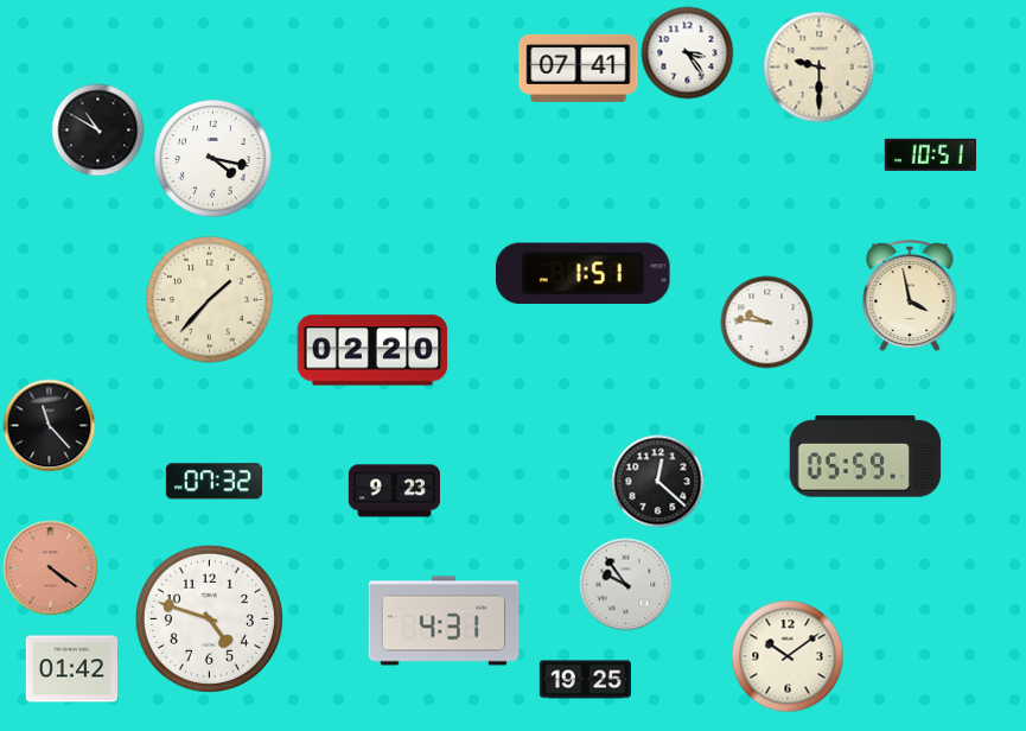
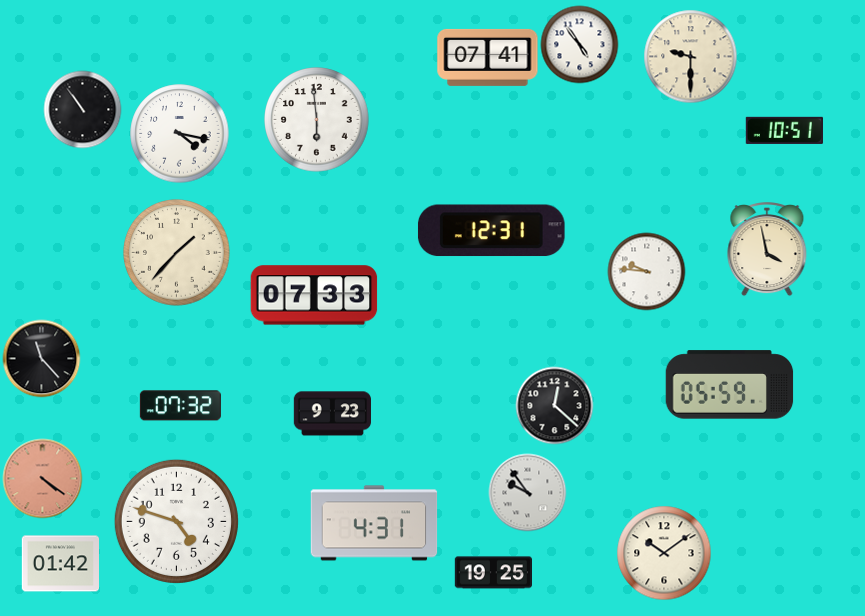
clock at (687, 52): 3:24 -> 4:54
clock at (97, 129): 10:50 -> 10:54
clock at (317, 120): none -> 5:59
clock at (582, 274): 1:51 -> 12:31
clock at (372, 350): 02:20 -> 07:33
